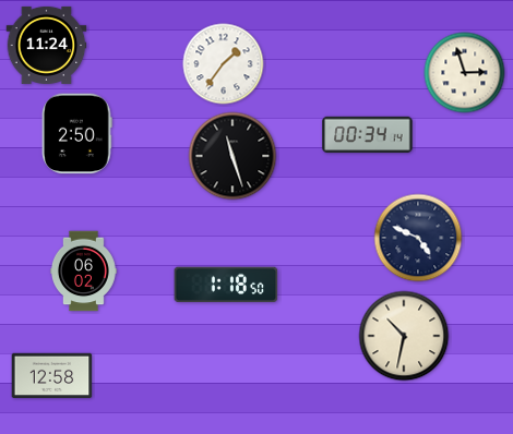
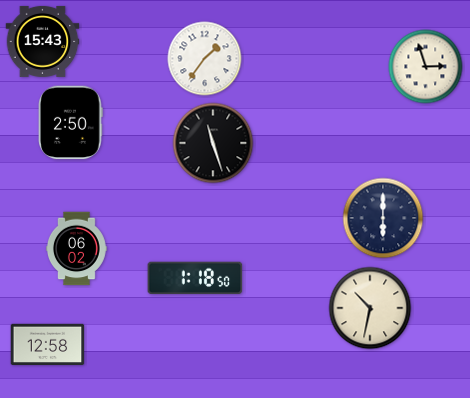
clock at (47, 45): 11:24 -> 15:43
clock at (368, 135): 00:34 -> none
clock at (418, 238): 4:49 -> 6:00
clock at (226, 285) position: (226, 285) -> (195, 278)
